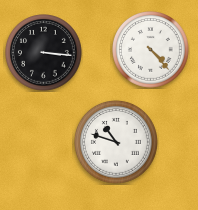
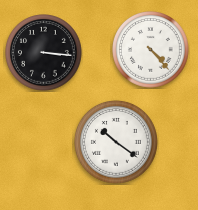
clock at (116, 142): 10:48 -> 10:21
